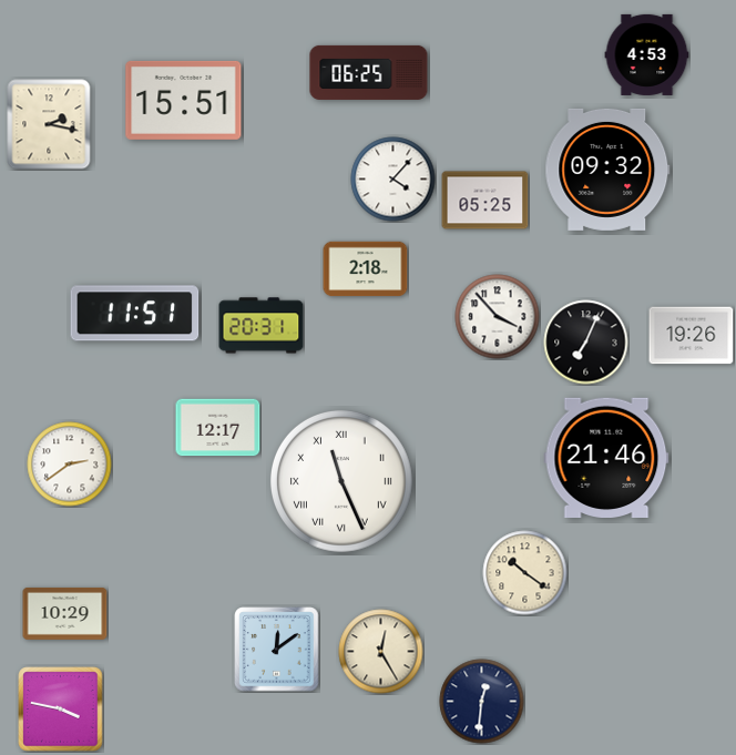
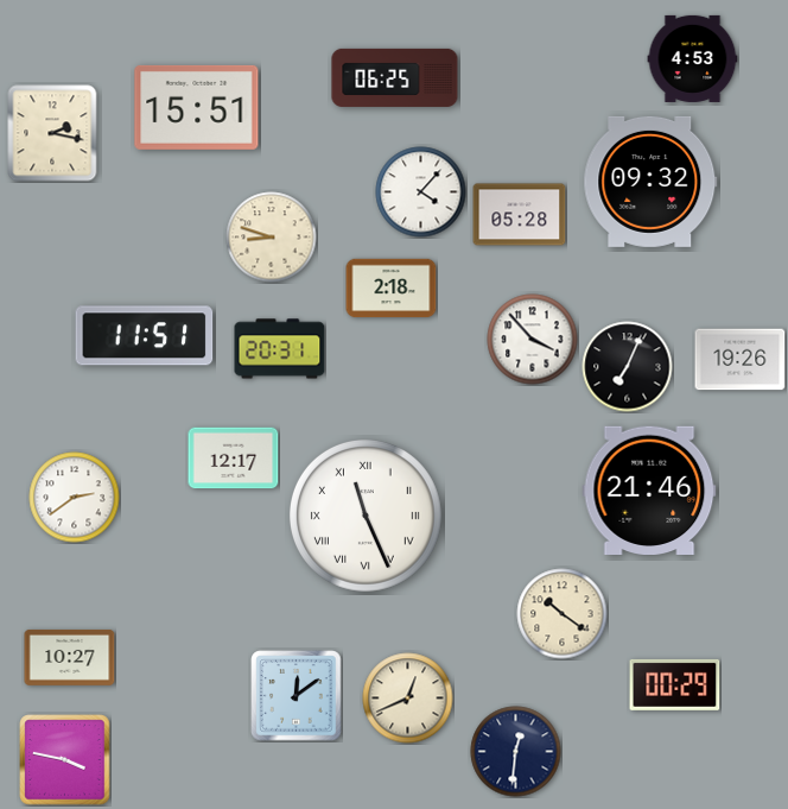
clock at (485, 201): 05:25 -> 05:28
clock at (272, 238): none -> 8:48
clock at (65, 613): 10:29 -> 10:27
clock at (675, 684): none -> 00:29
clock at (381, 652): 12:25 -> 12:41
